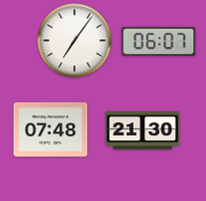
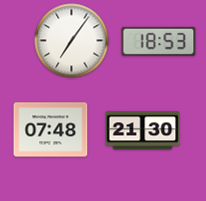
clock at (75, 41) position: (75, 41) -> (72, 41)
clock at (159, 41): 06:07 -> 18:53
